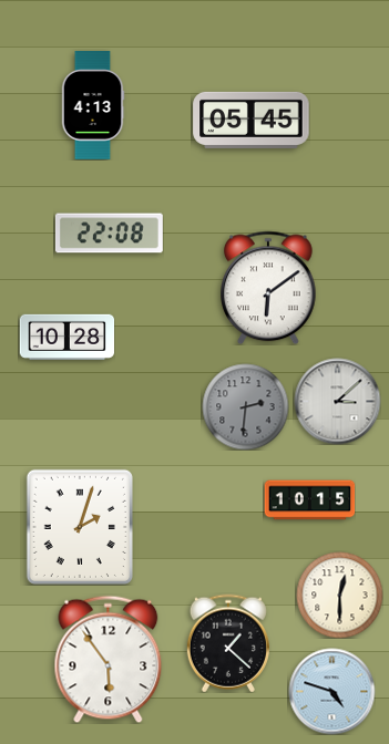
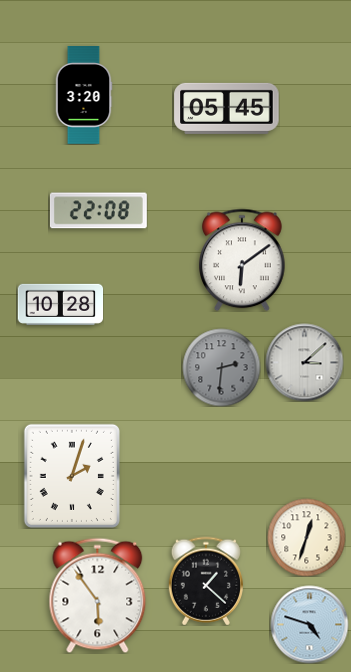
clock at (93, 106): 4:13 -> 3:20
clock at (309, 500): 10:15 -> none
clock at (339, 595): 12:30 -> 12:33
clock at (331, 691) position: (331, 691) -> (309, 624)
